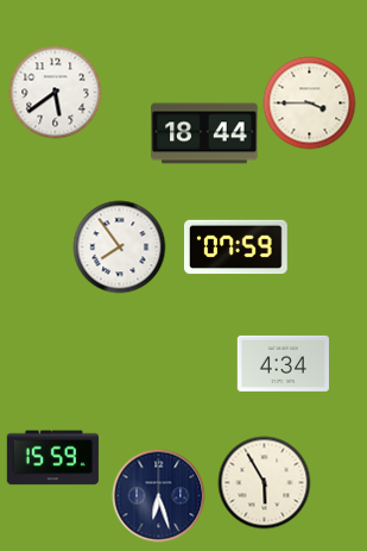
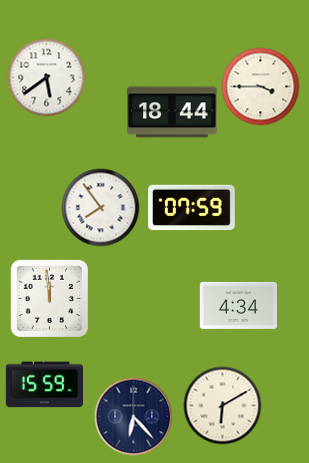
clock at (236, 248) position: (236, 248) -> (192, 208)
clock at (49, 298): none -> 11:59
clock at (264, 482): 5:55 -> 6:10
clock at (158, 495): 6:27 -> 6:23
